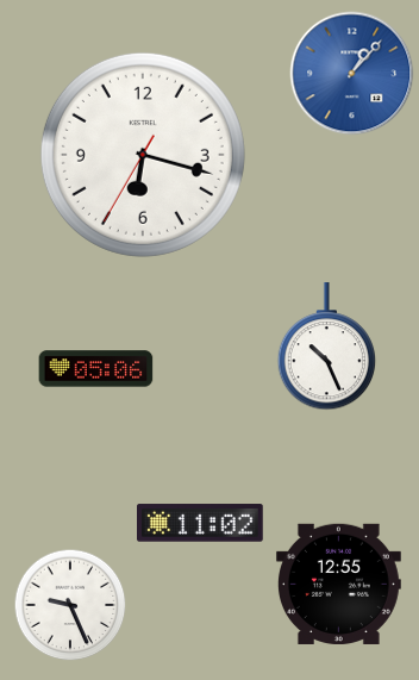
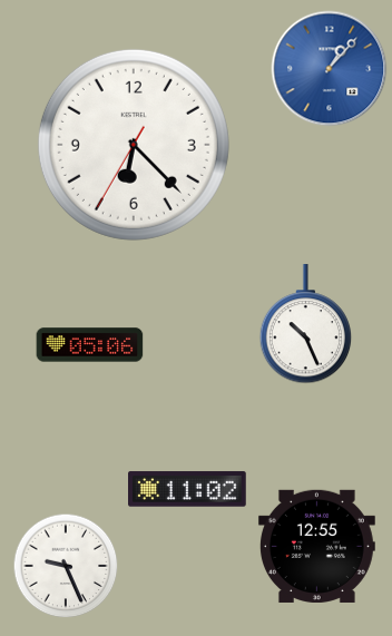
clock at (143, 155): 6:17 -> 6:22
